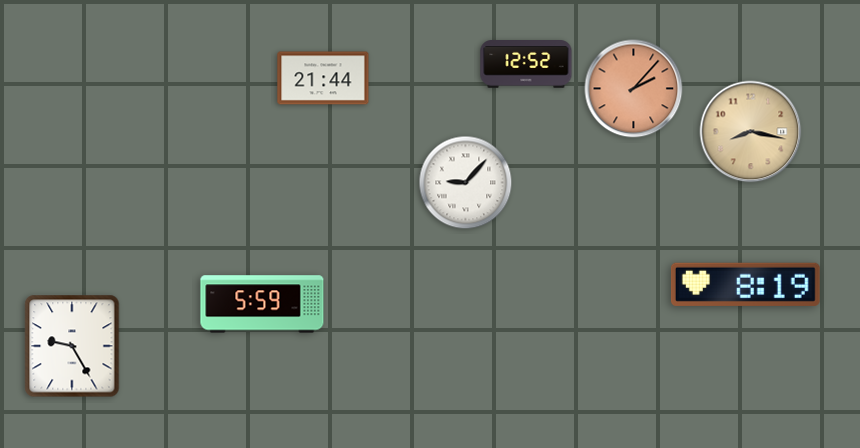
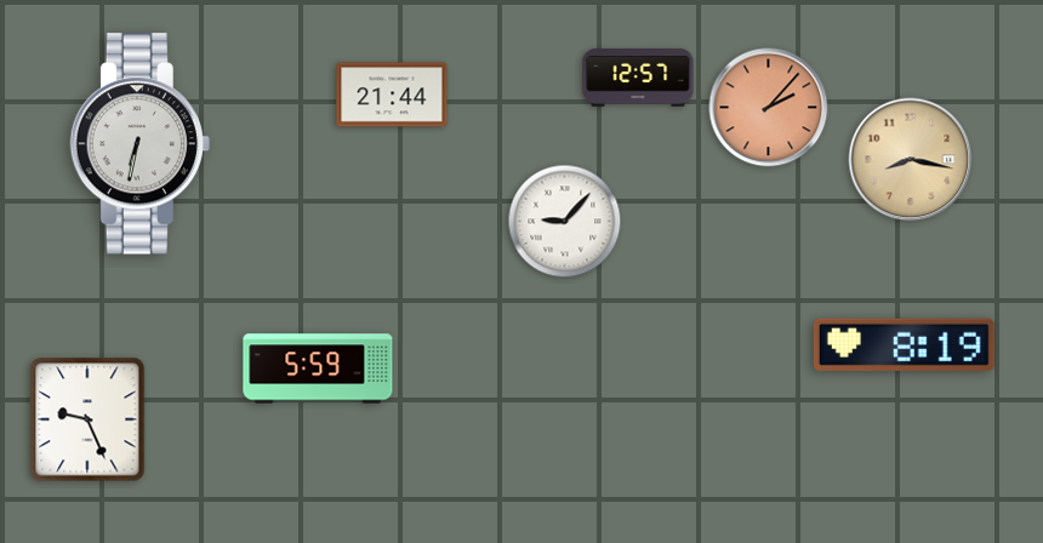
clock at (526, 65): 12:52 -> 12:57
clock at (139, 144): none -> 6:32
clock at (72, 346): 9:25 -> 9:26
